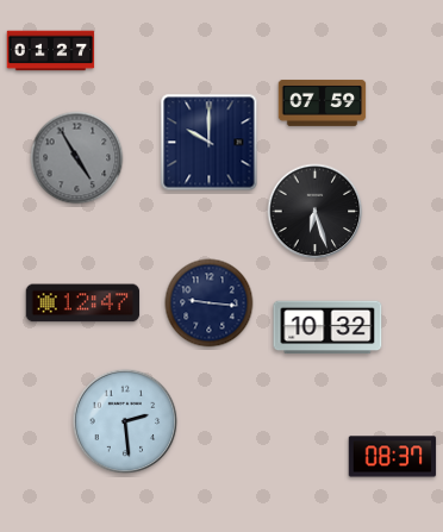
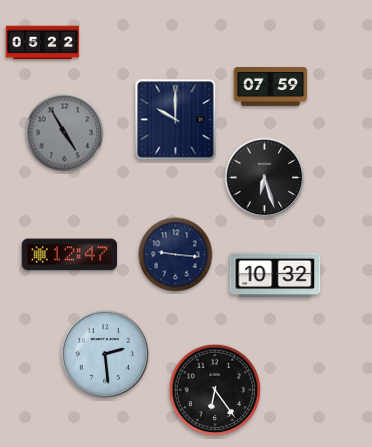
clock at (51, 51): 01:27 -> 05:22
clock at (393, 457): 08:37 -> none
clock at (215, 390): none -> 6:24
